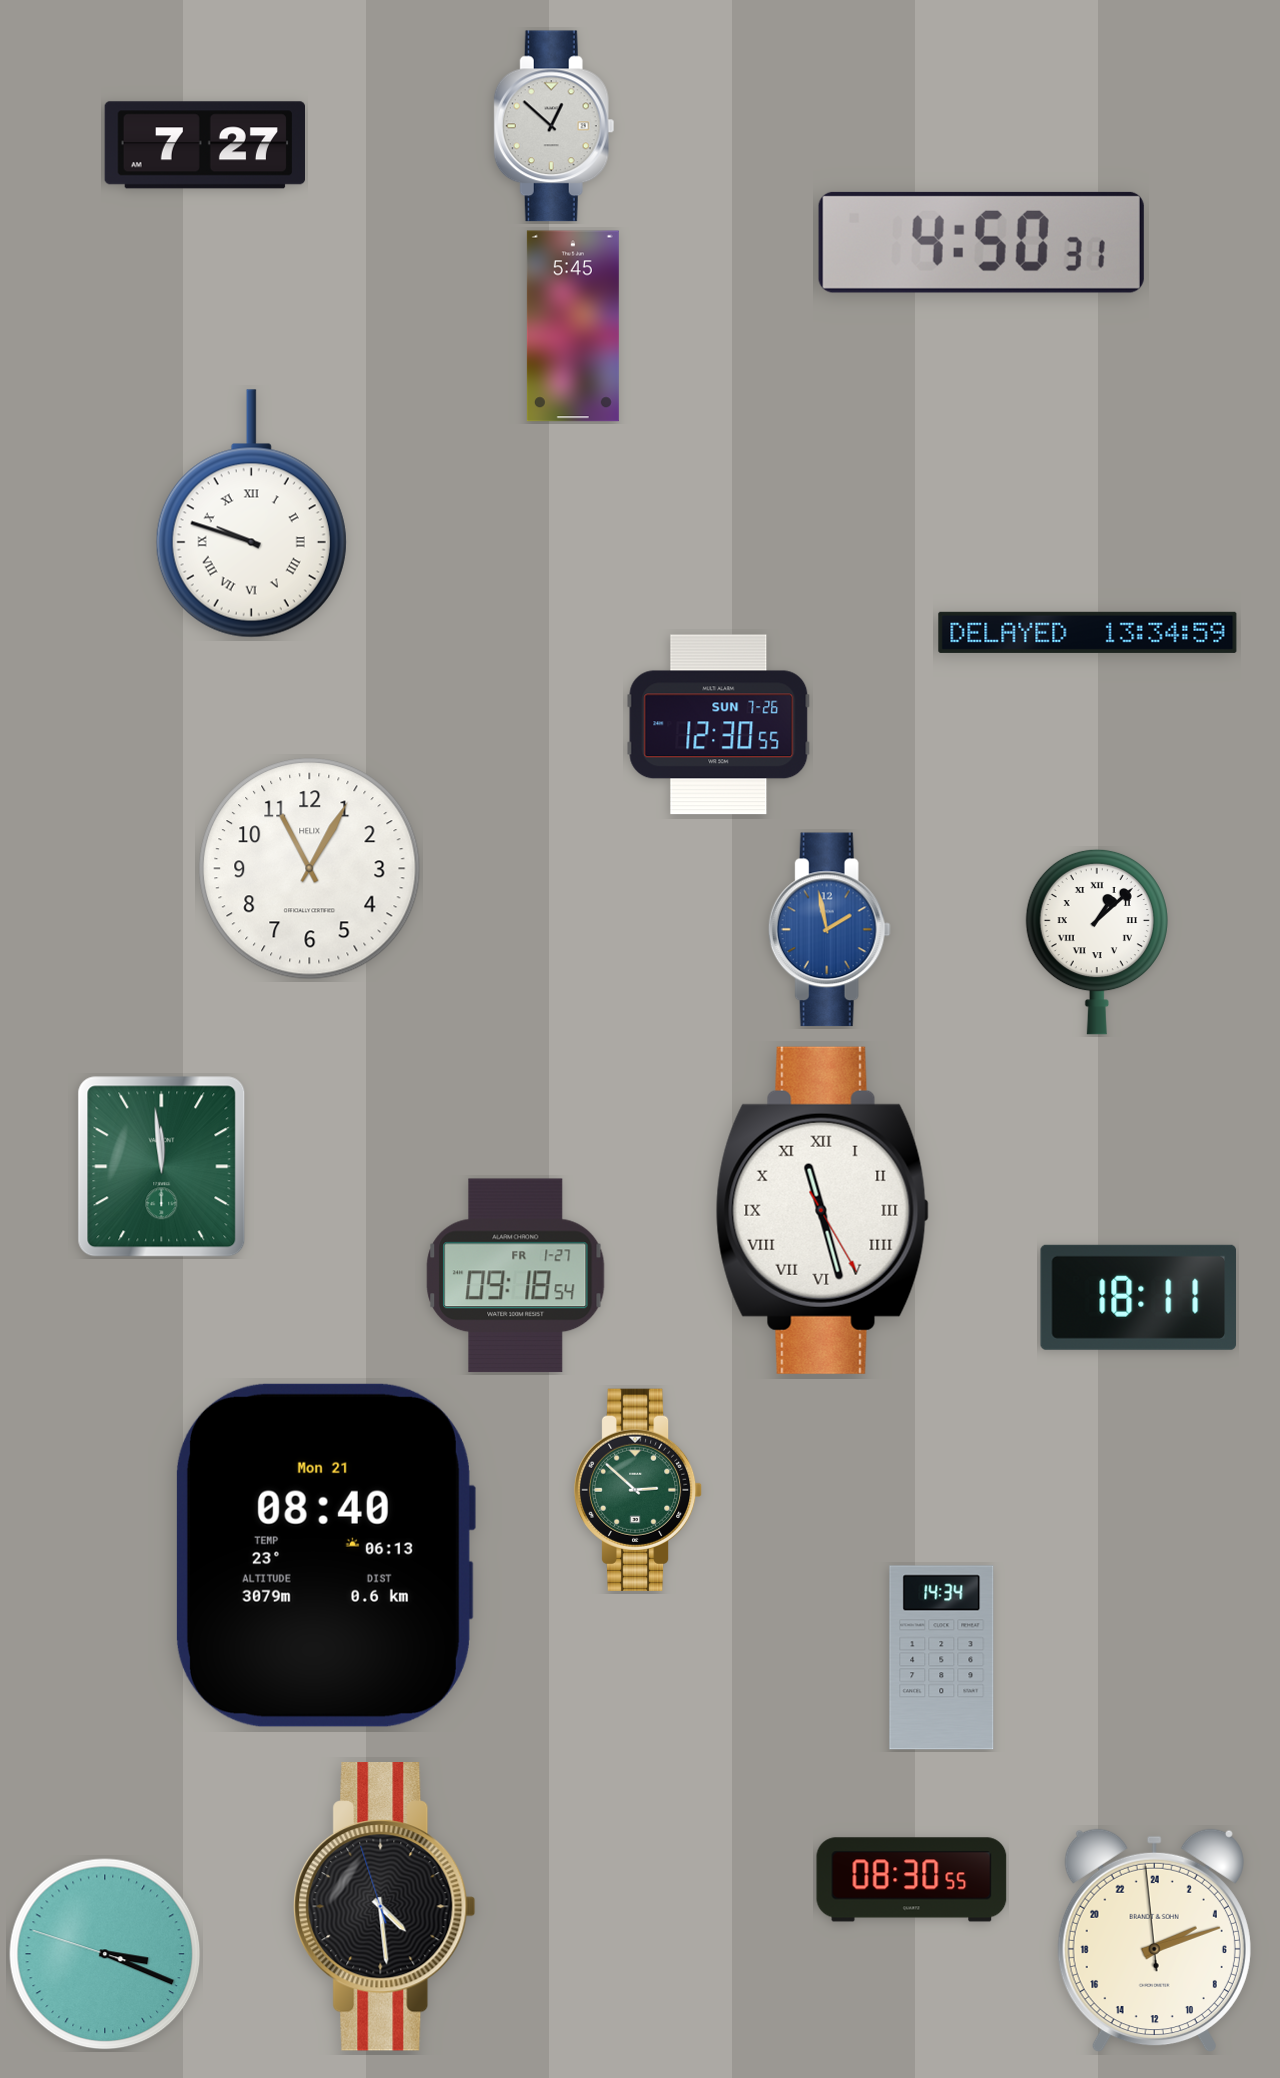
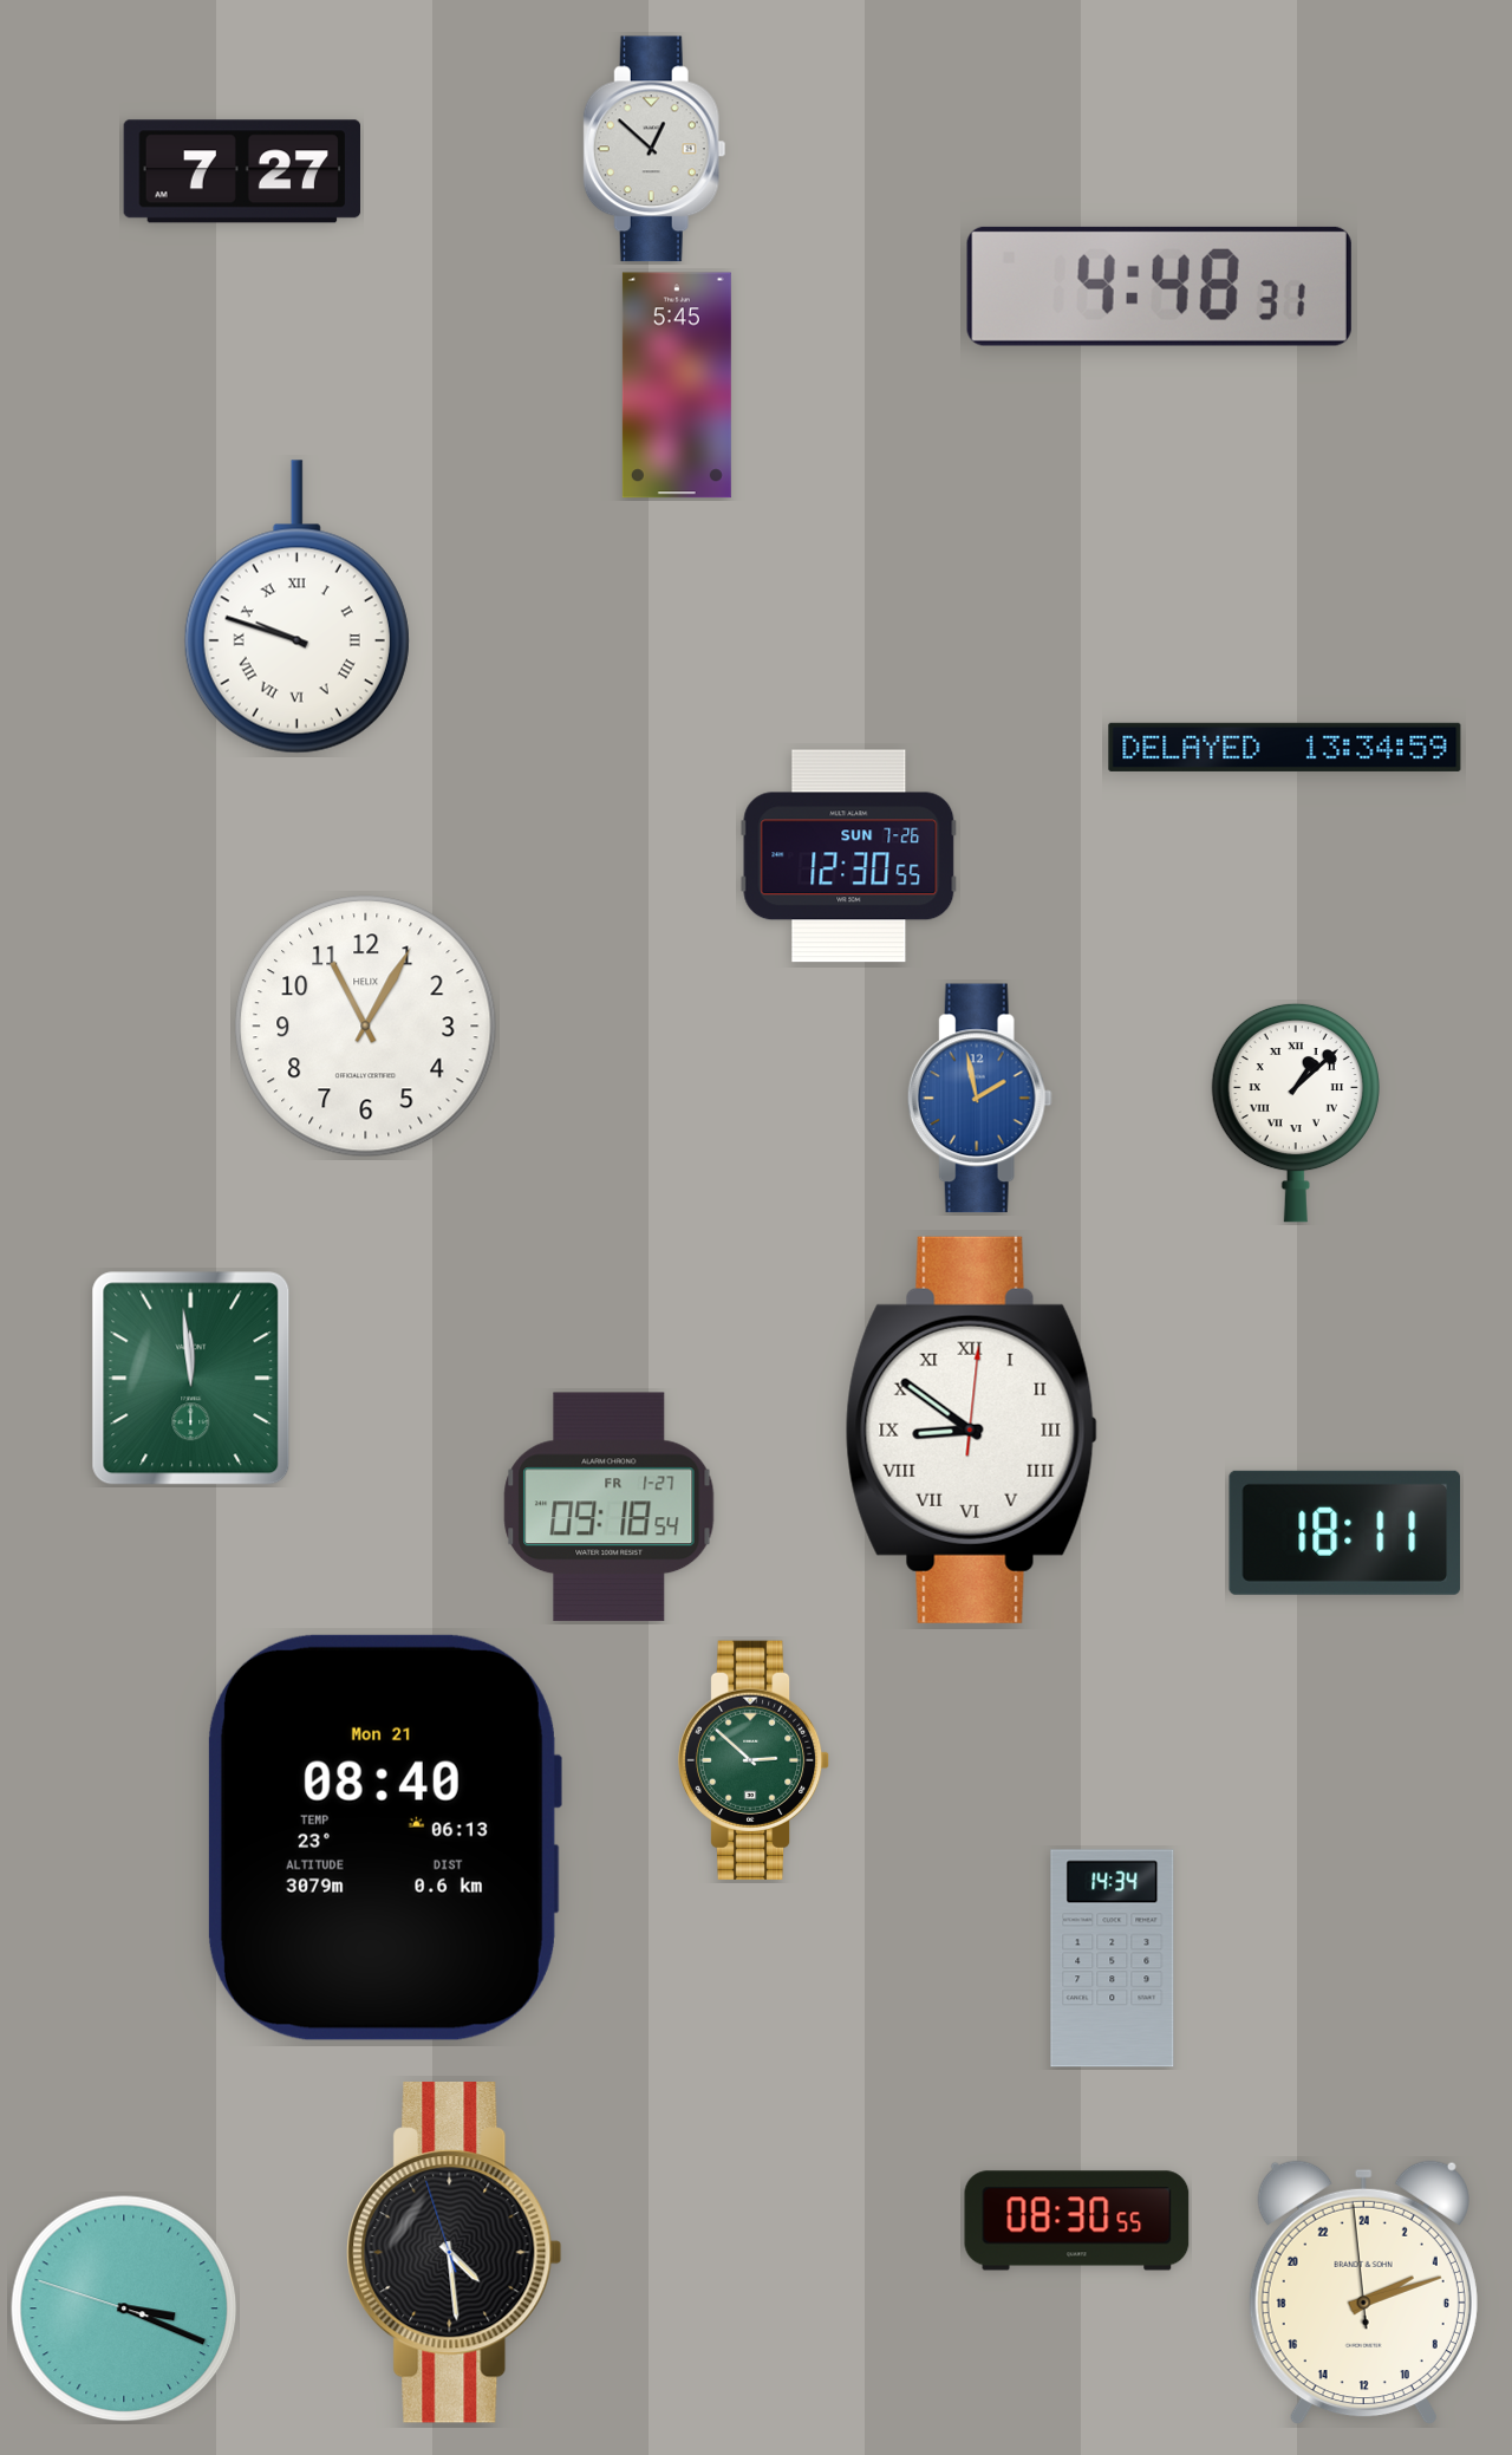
clock at (981, 242): 4:50 -> 4:48
clock at (822, 1210): 11:27 -> 8:51
